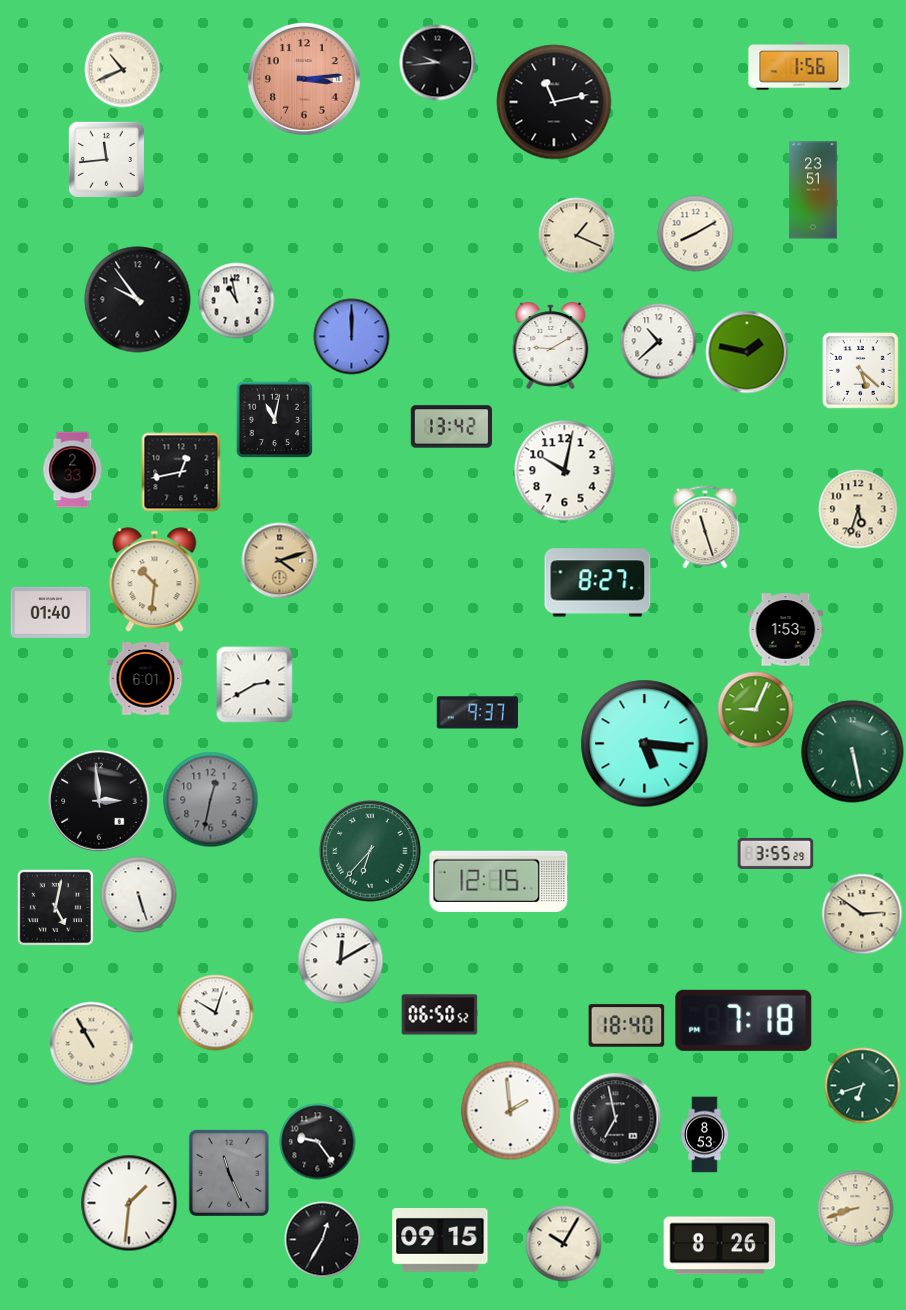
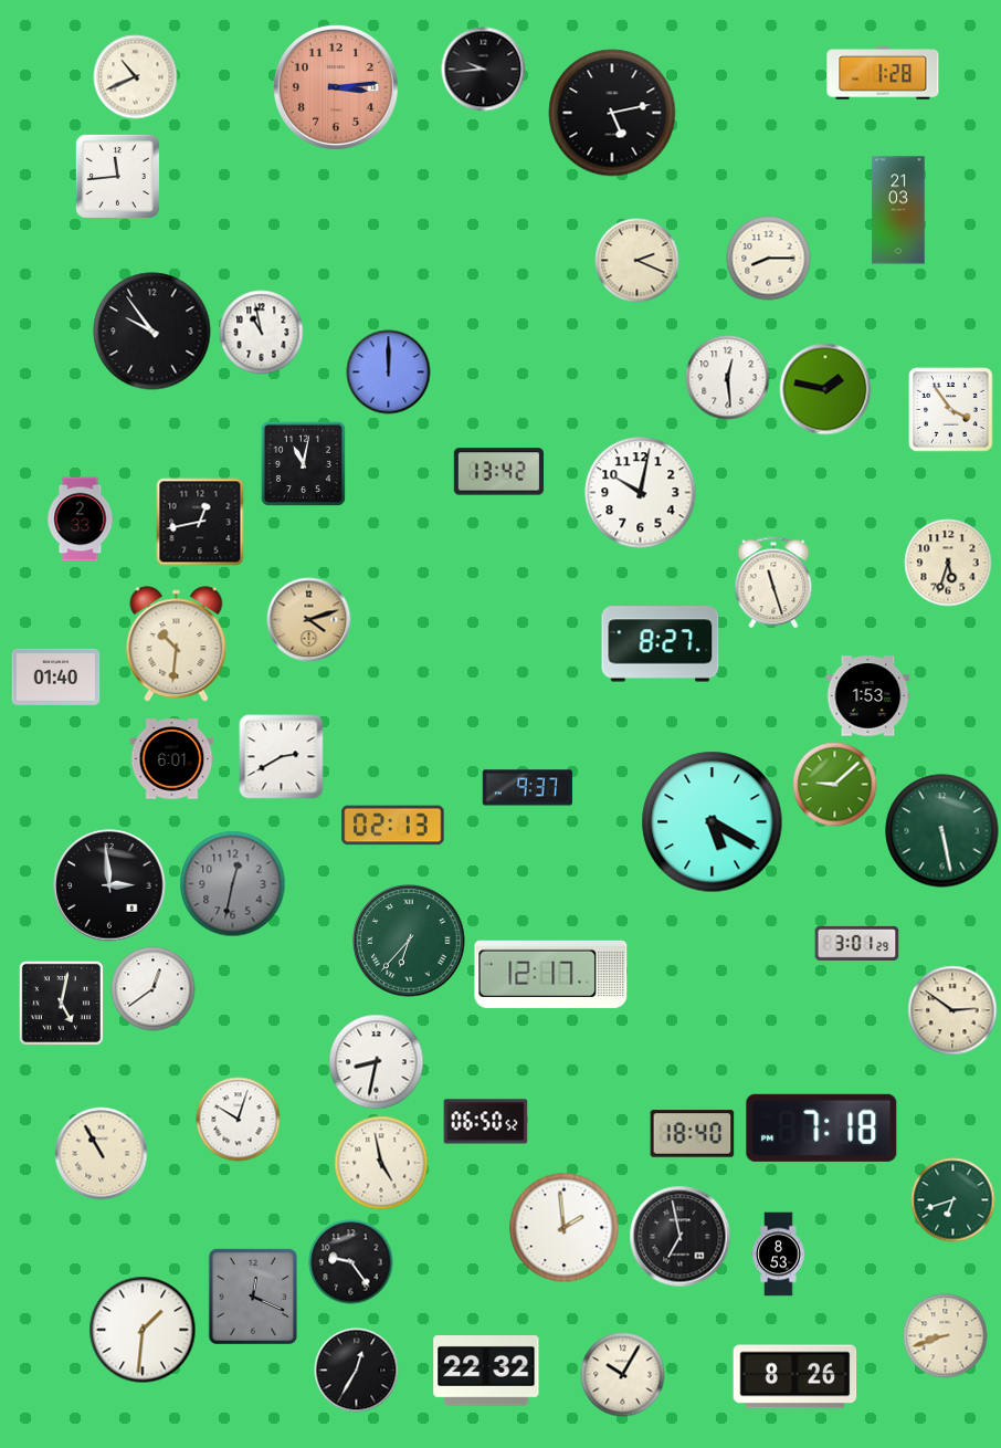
clock at (799, 66): 1:56 -> 1:28
clock at (554, 102): 11:13 -> 5:13
clock at (813, 190): 23:51 -> 21:03
clock at (696, 234): 8:10 -> 8:15
clock at (577, 236): 1:19 -> 2:19
clock at (659, 342): 10:38 -> 12:29
clock at (551, 345): 9:10 -> none
clock at (861, 371): 5:22 -> 3:54
clock at (565, 471) position: (565, 471) -> (641, 493)
clock at (705, 527) position: (705, 527) -> (773, 583)
clock at (155, 580) position: (155, 580) -> (177, 644)
clock at (146, 679) position: (146, 679) -> (172, 759)
clock at (756, 710): 9:04 -> 9:08
clock at (645, 744): 5:16 -> 5:20
clock at (393, 826): none -> 02:13
clock at (776, 853): 3:55 -> 3:01
clock at (499, 881): 12:15 -> 12:17
clock at (139, 895): 5:27 -> 12:39
clock at (341, 961): 12:10 -> 8:32
clock at (381, 1163): none -> 4:58
clock at (228, 1172): 11:26 -> 12:19
clock at (440, 1241): 09:15 -> 22:32
